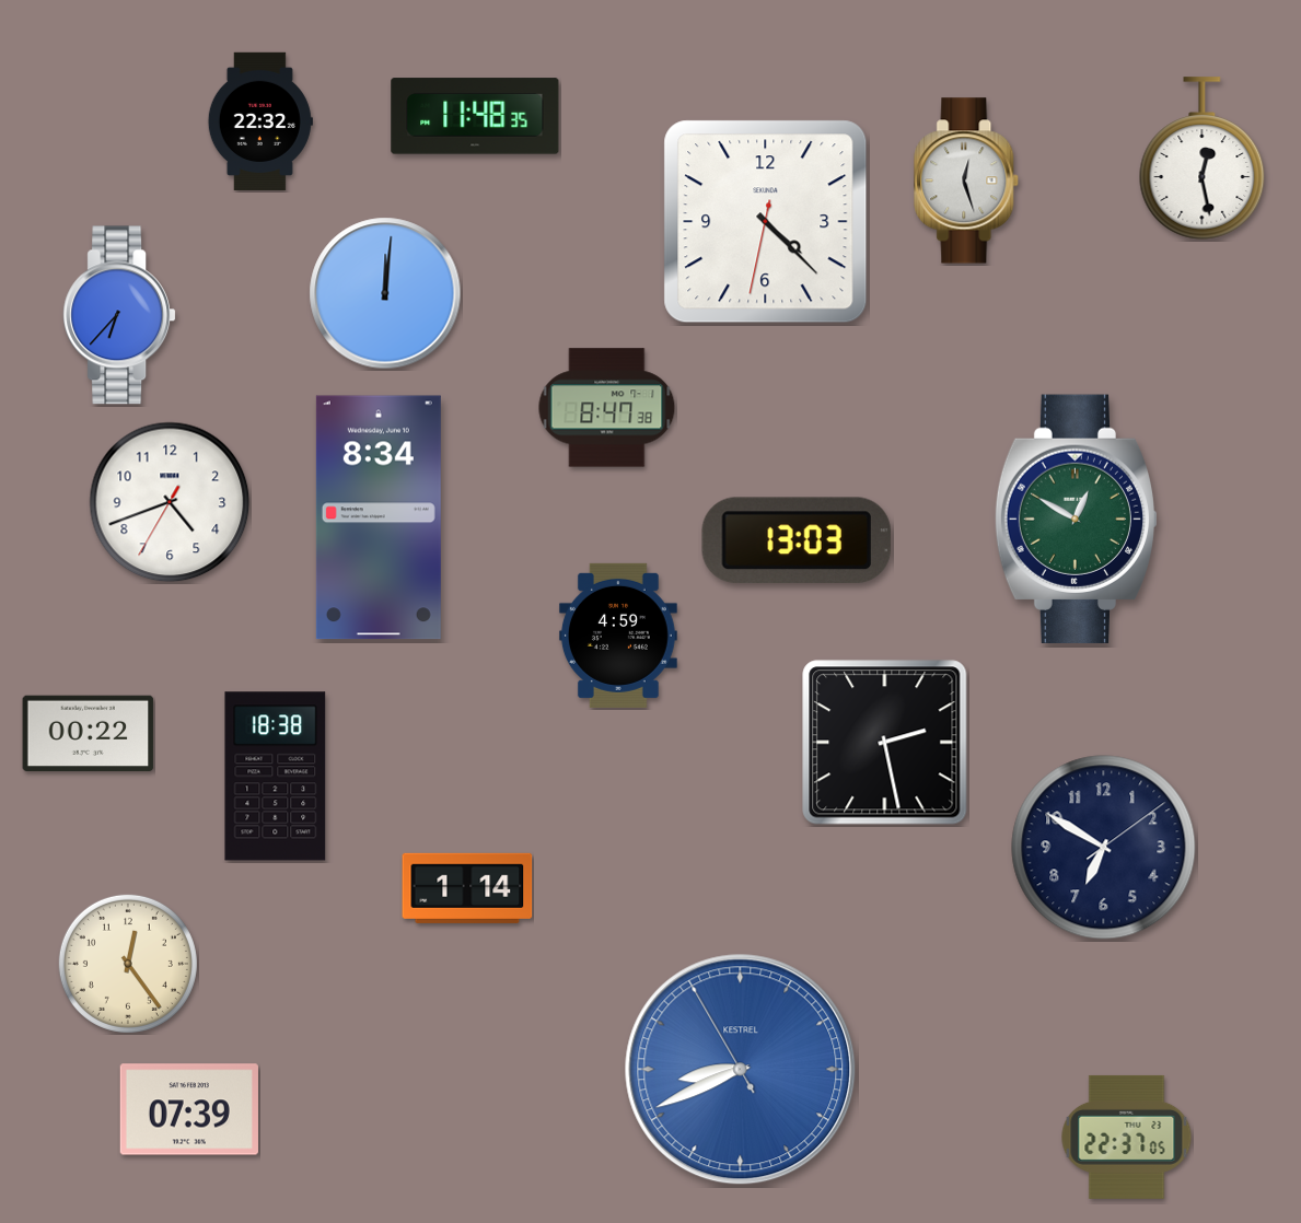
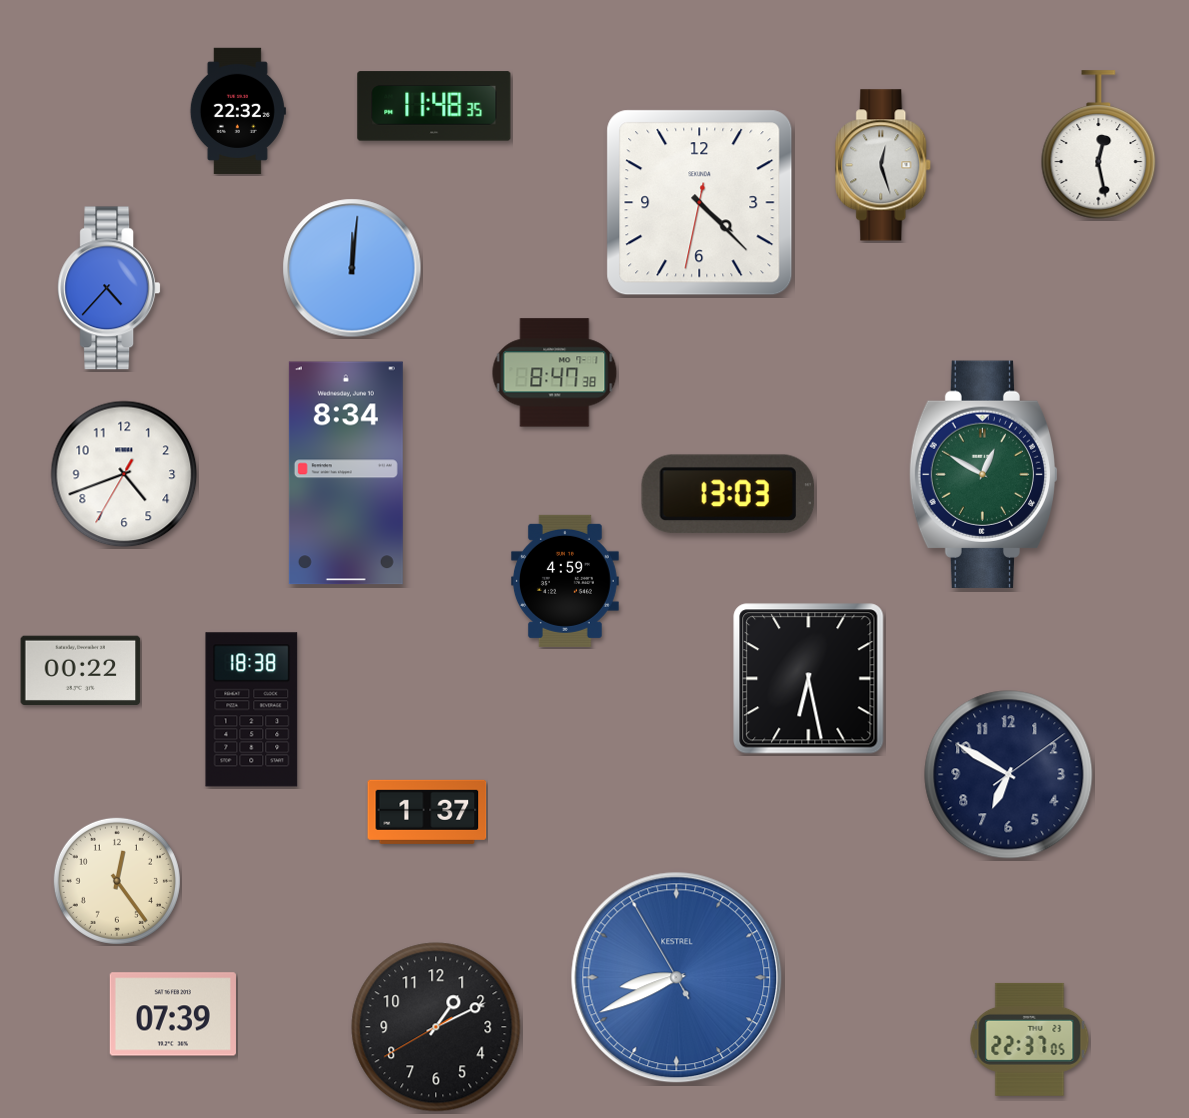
clock at (119, 315): 6:37 -> 4:37
clock at (170, 502) position: (170, 502) -> (124, 474)
clock at (885, 743): 2:28 -> 6:28
clock at (467, 888): 1:14 -> 1:37
clock at (436, 1027): none -> 1:10
